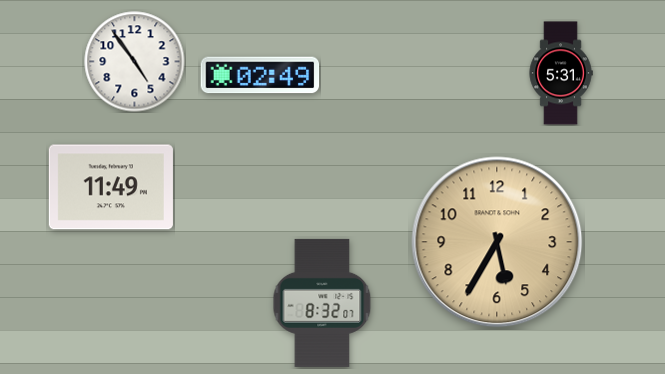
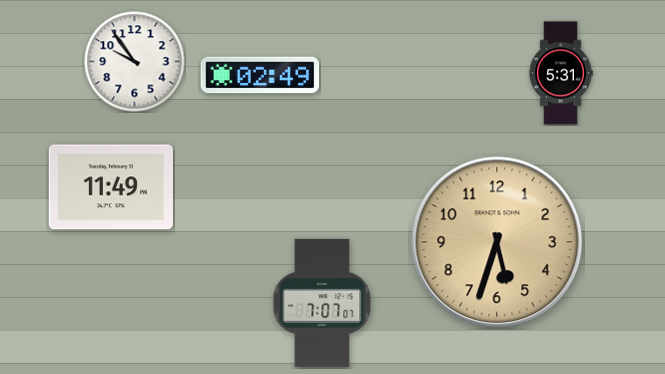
clock at (135, 62): 4:54 -> 9:54
clock at (497, 242): 5:35 -> 5:33
clock at (322, 303): 8:32 -> 7:07
